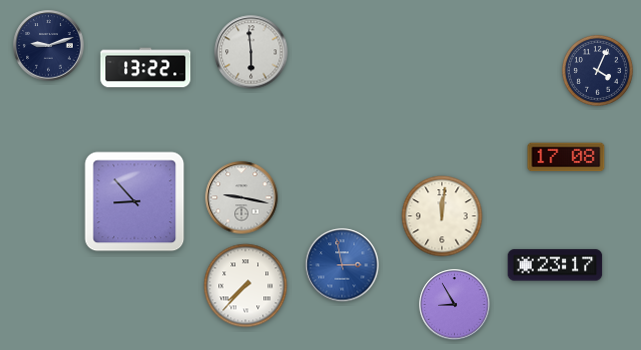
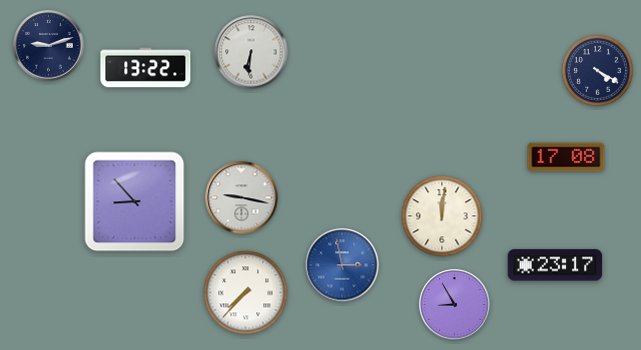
clock at (251, 52): 5:59 -> 6:31
clock at (597, 70): 4:04 -> 4:20
clock at (246, 286) position: (246, 286) -> (246, 293)
